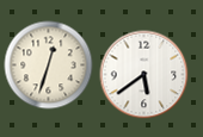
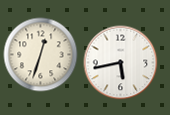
clock at (144, 75): 5:39 -> 5:43
